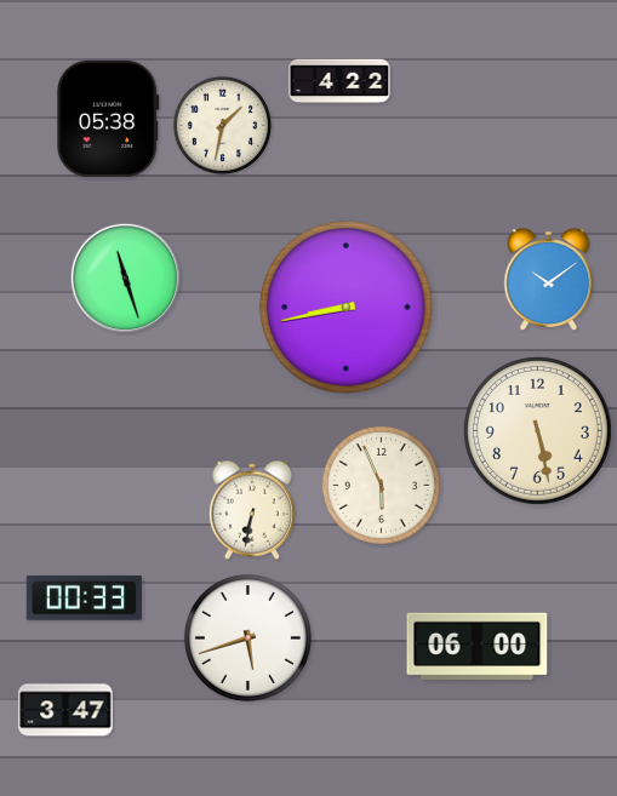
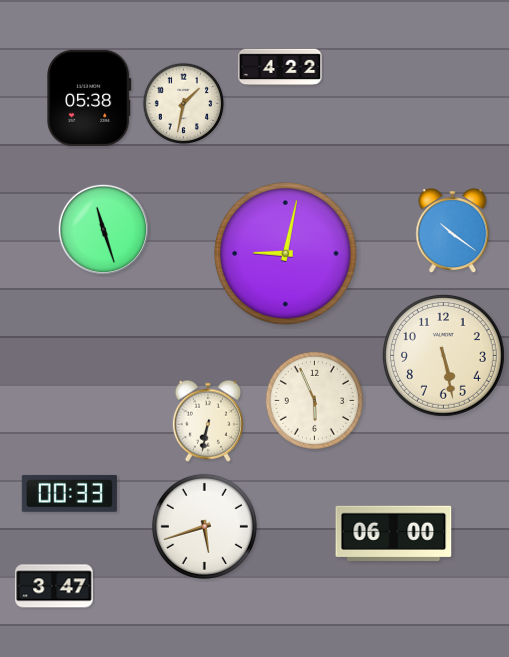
clock at (549, 280): 10:09 -> 10:21
clock at (347, 308): 8:43 -> 9:02
